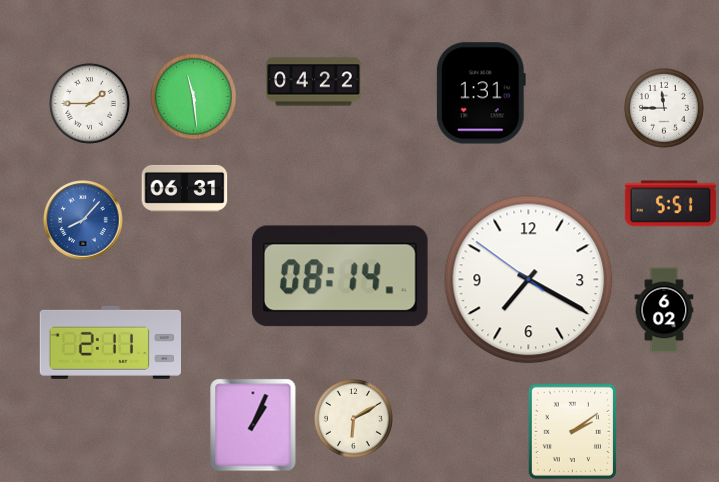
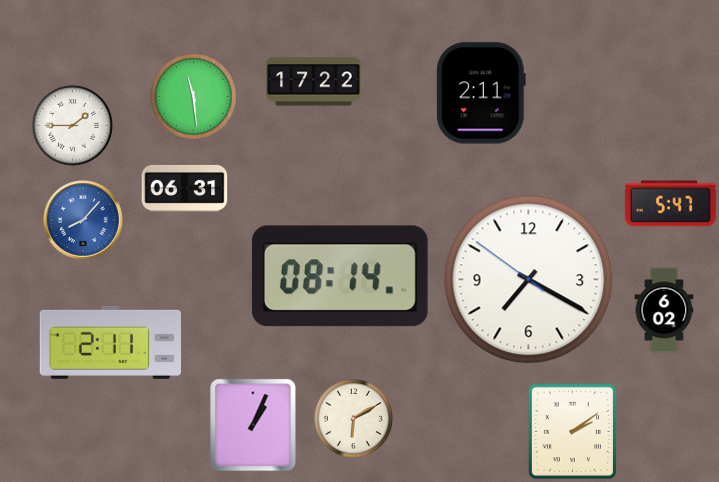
clock at (314, 82): 04:22 -> 17:22
clock at (481, 93): 1:31 -> 2:11
clock at (89, 103) position: (89, 103) -> (72, 125)
clock at (664, 108): 11:45 -> none
clock at (670, 204): 5:51 -> 5:47
